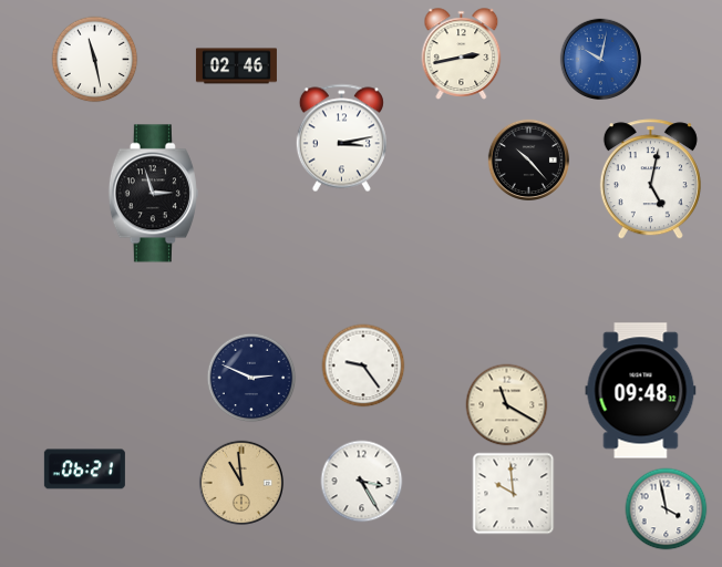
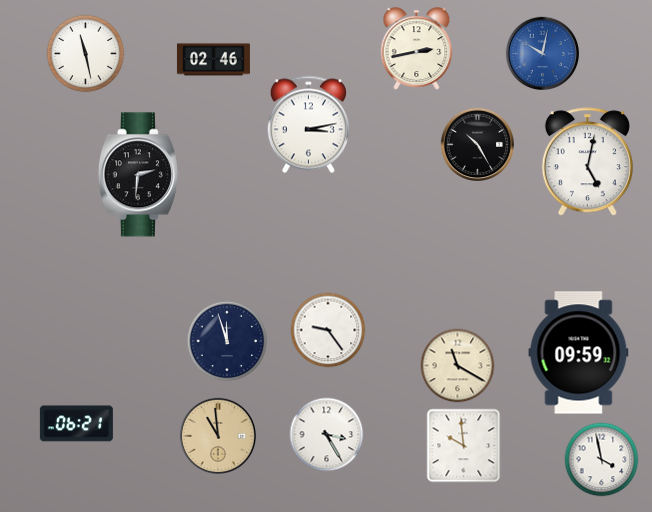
clock at (528, 159): 10:23 -> 10:25
clock at (153, 194): 2:57 -> 2:31
clock at (251, 378): 2:49 -> 11:57
clock at (641, 391): 09:48 -> 09:59
